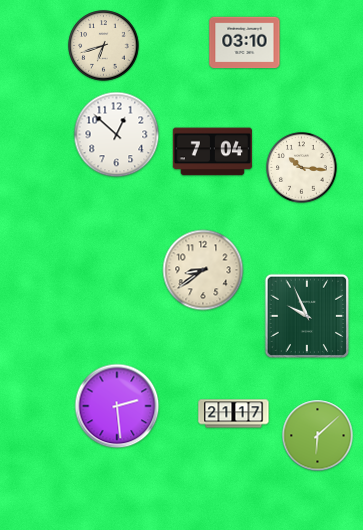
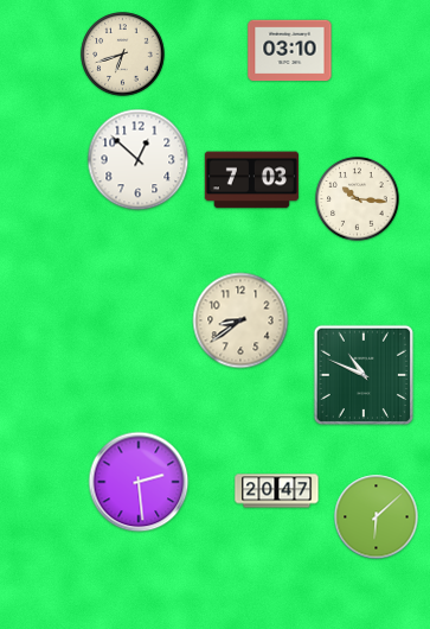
clock at (212, 152): 7:04 -> 7:03
clock at (307, 316): 9:56 -> 10:49
clock at (234, 414): 21:17 -> 20:47
